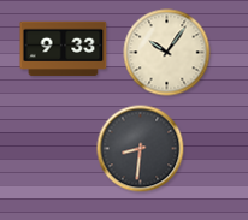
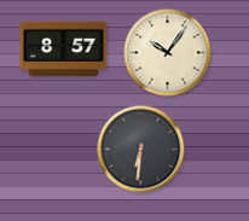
clock at (64, 49): 9:33 -> 8:57
clock at (141, 149): 8:31 -> 6:31
